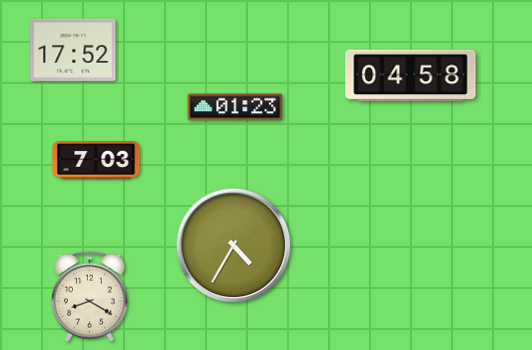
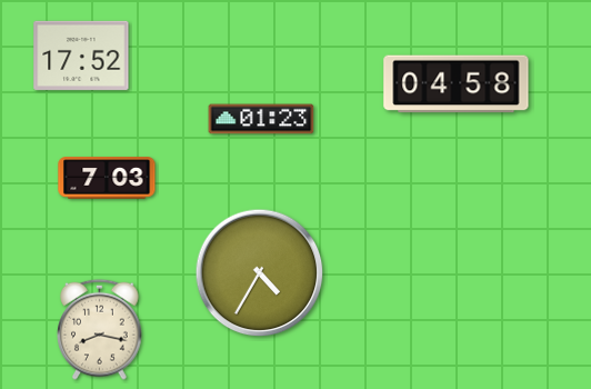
clock at (90, 296): 8:20 -> 8:17
